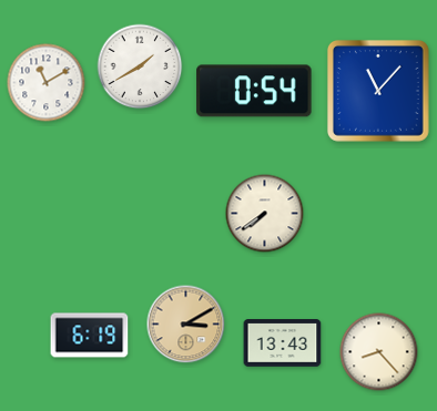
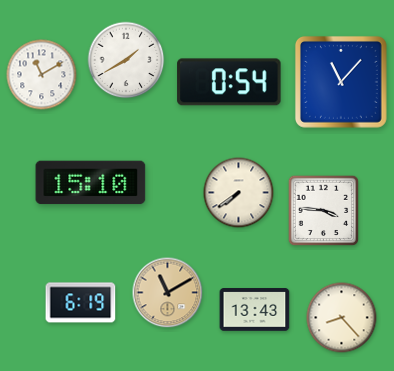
clock at (91, 183): none -> 15:10
clock at (324, 211): none -> 3:46
clock at (186, 325): 3:10 -> 11:10
